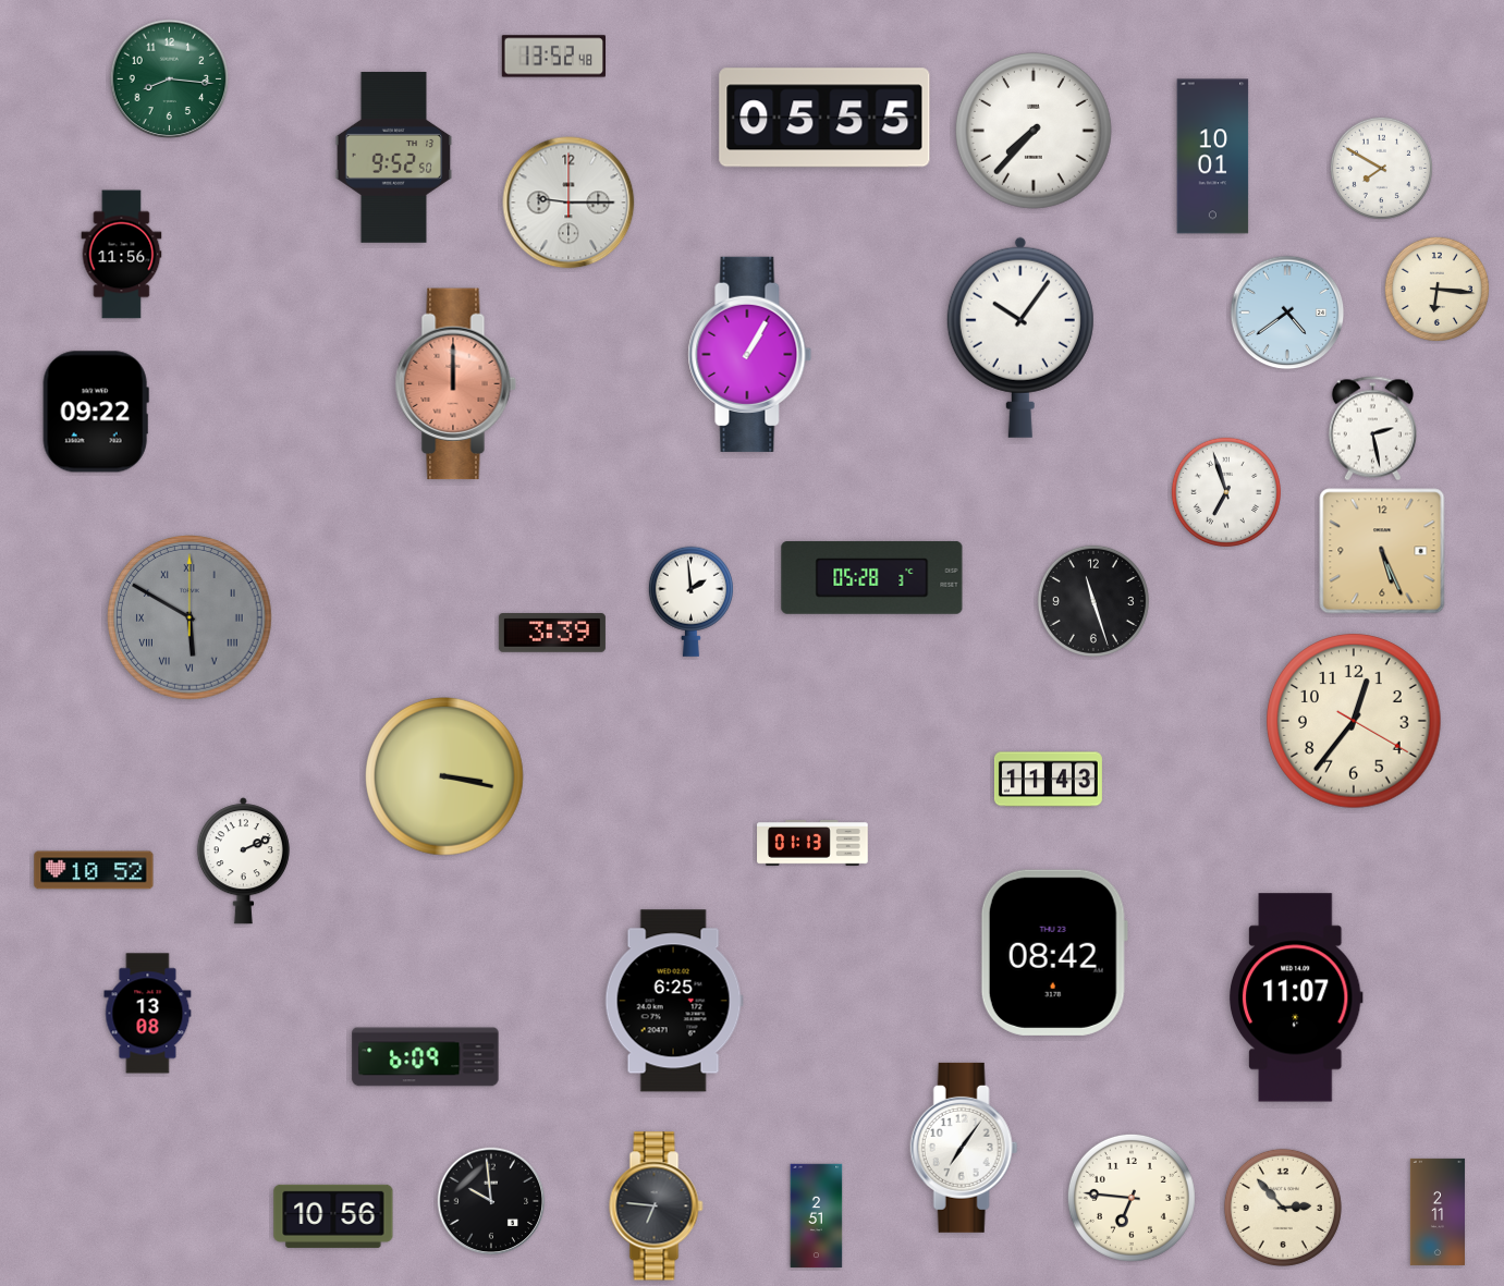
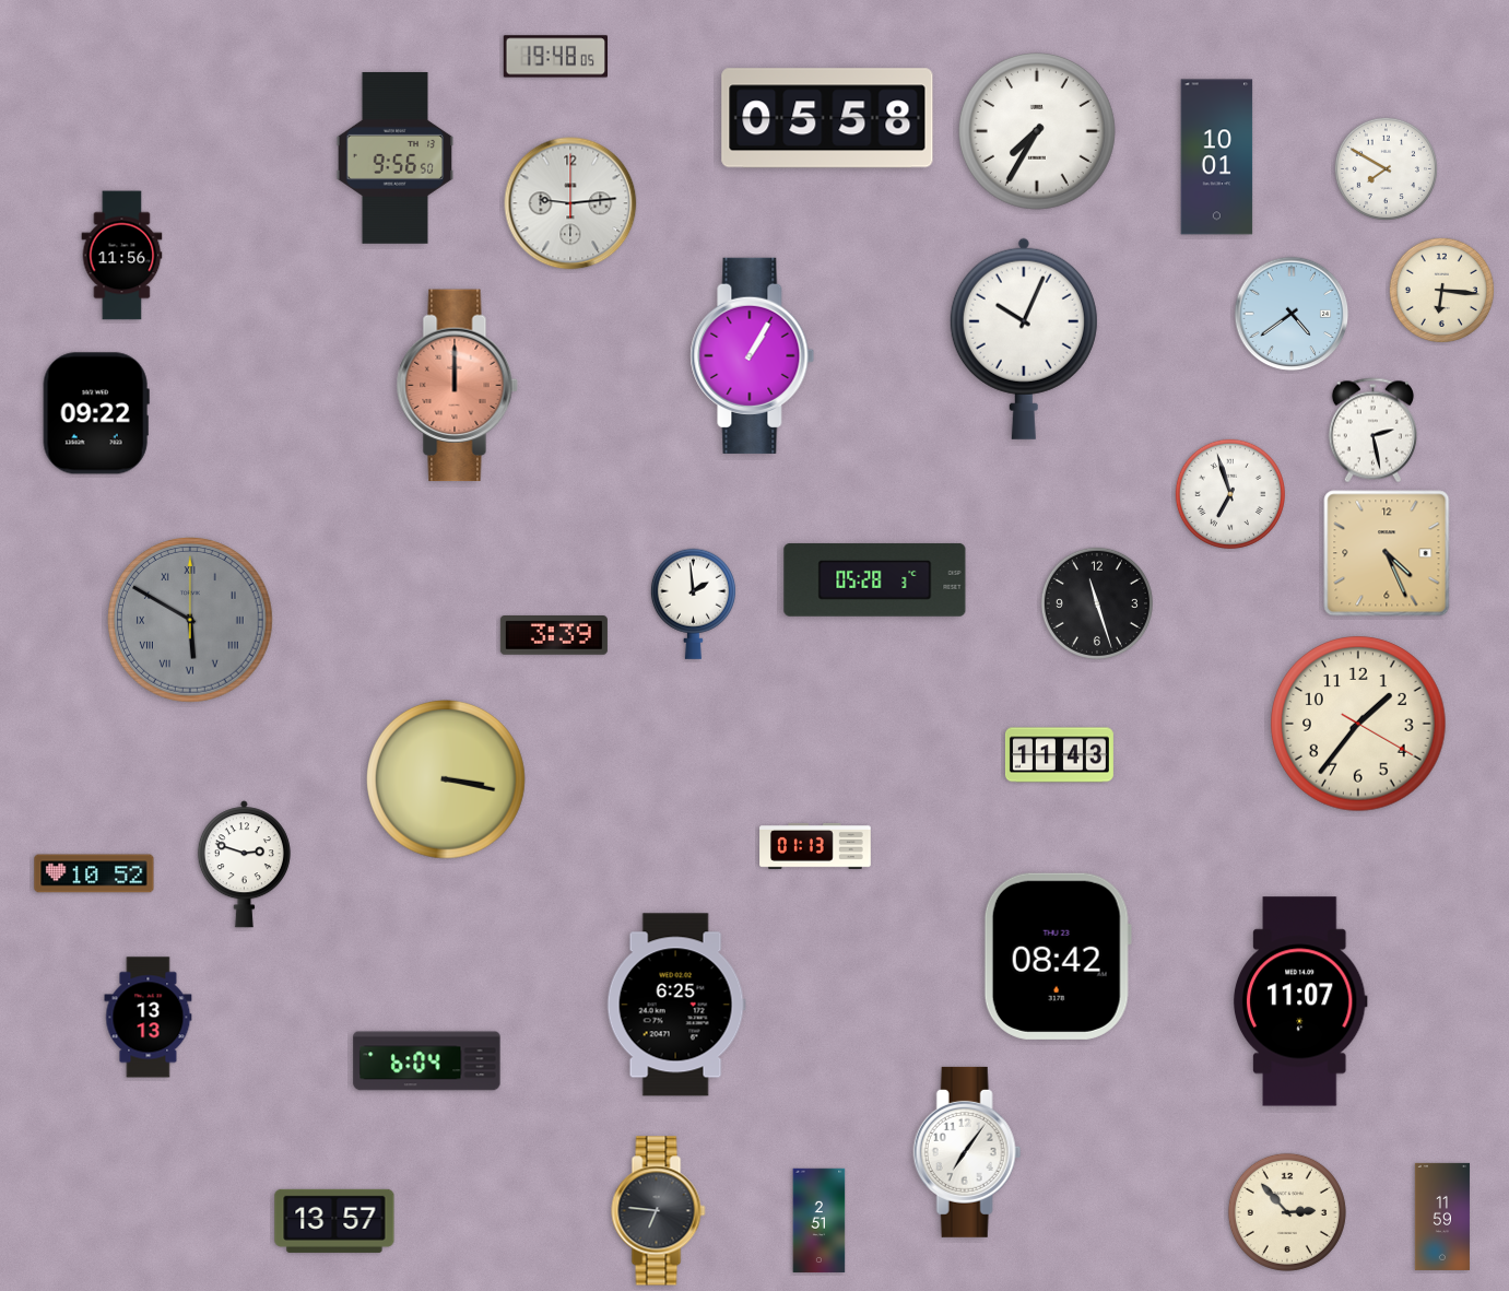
clock at (553, 57): 13:52 -> 19:48
clock at (170, 79): 8:16 -> none
clock at (824, 118): 05:55 -> 05:58
clock at (1035, 132): 7:37 -> 7:35
clock at (394, 157): 9:52 -> 9:56
clock at (568, 203): 9:15 -> 9:14
clock at (1020, 338): 10:06 -> 10:04
clock at (1372, 429) position: (1372, 429) -> (1372, 431)
clock at (1382, 551): 5:26 -> 4:26
clock at (1354, 721): 12:36 -> 1:36
clock at (1048, 780) position: (1048, 780) -> (1059, 755)
clock at (243, 861): 2:11 -> 2:48
clock at (148, 1014): 13:08 -> 13:13
clock at (426, 1057): 6:09 -> 6:04
clock at (1132, 1198): 6:46 -> none
clock at (491, 1201): 9:59 -> none
clock at (1438, 1212): 2:11 -> 11:59
clock at (333, 1216): 10:56 -> 13:57
